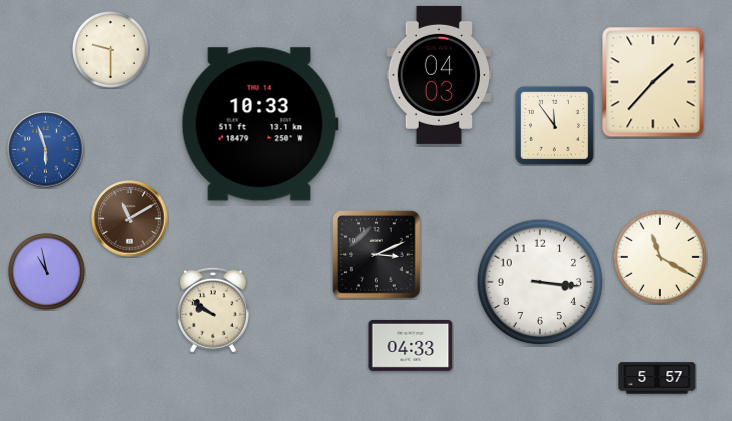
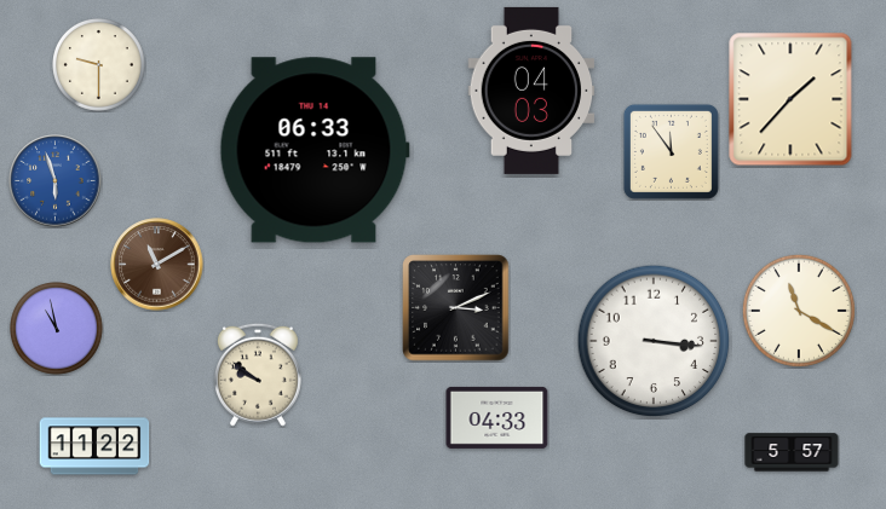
clock at (111, 50) position: (111, 50) -> (99, 65)
clock at (260, 124): 10:33 -> 06:33
clock at (94, 446): none -> 11:22
clock at (657, 378) position: (657, 378) -> (792, 452)
